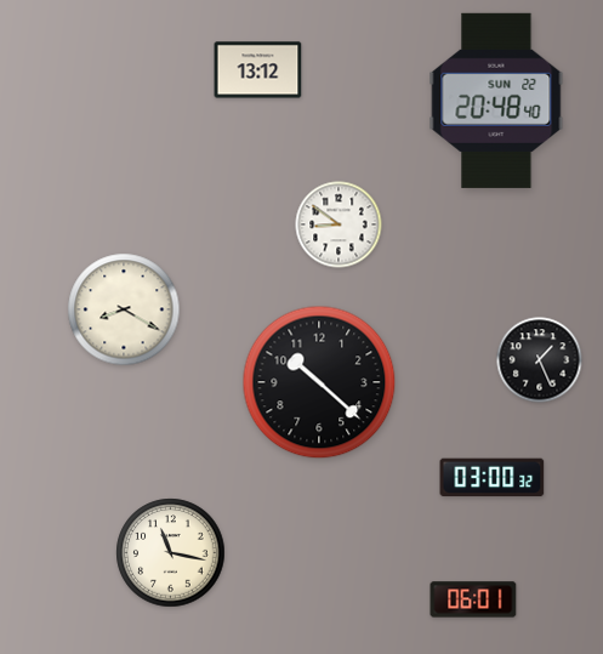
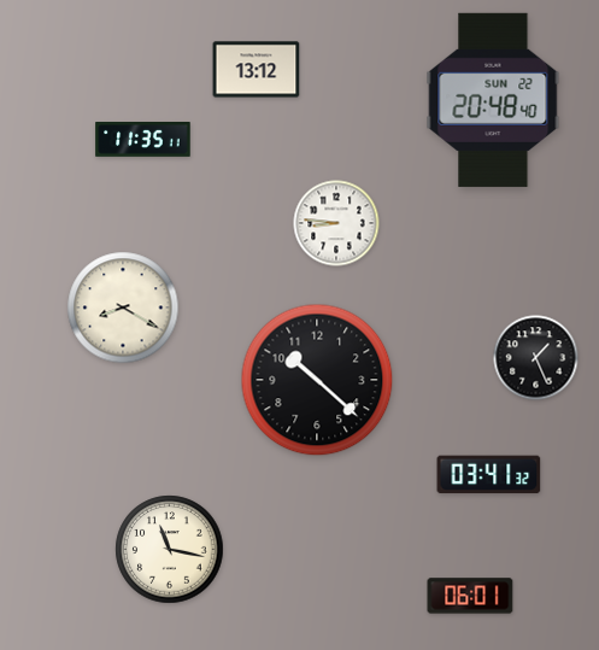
clock at (143, 140): none -> 11:35
clock at (339, 224): 8:51 -> 8:46
clock at (493, 478): 03:00 -> 03:41
